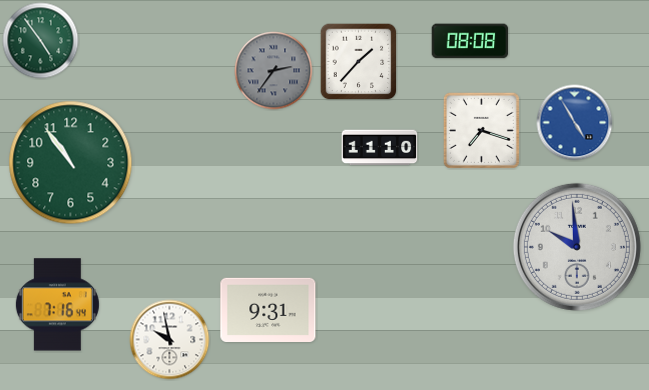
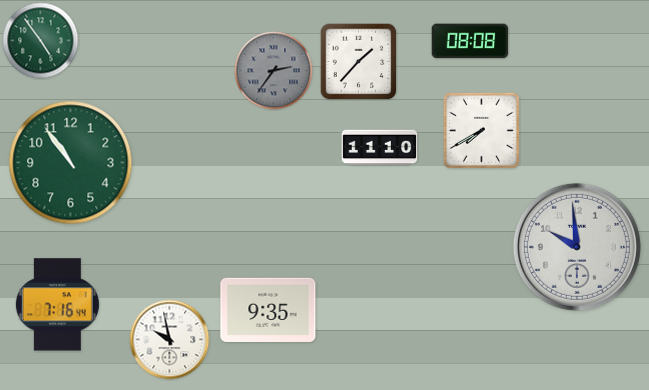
clock at (575, 123): 4:55 -> none
clock at (481, 130): 7:18 -> 7:40
clock at (268, 309): 9:31 -> 9:35
